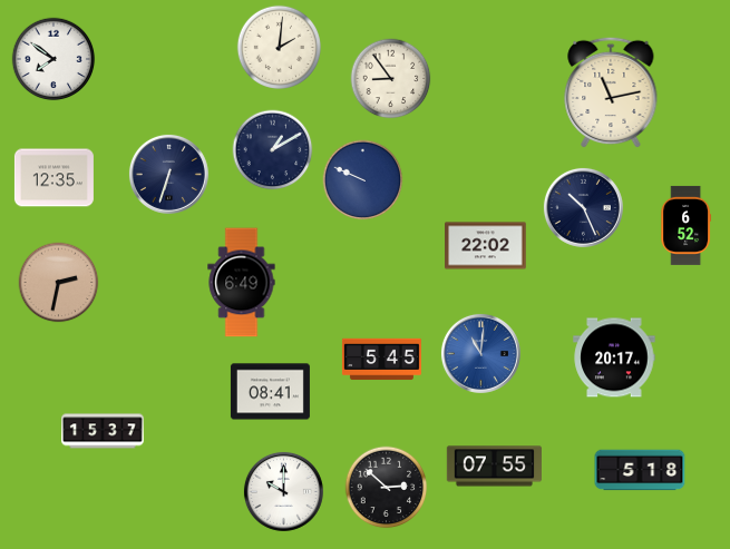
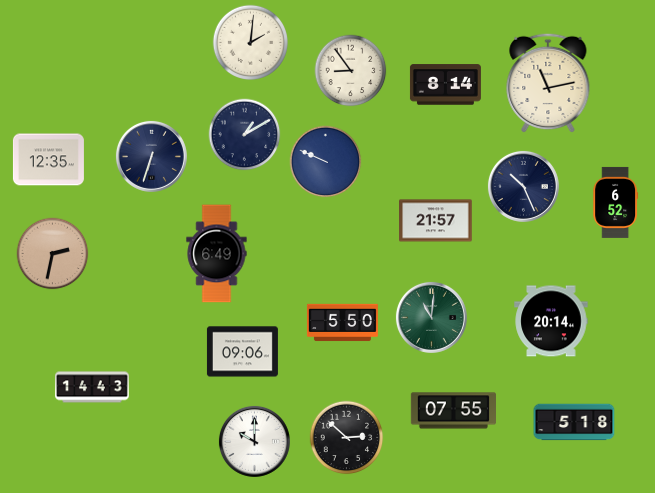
clock at (53, 59): 7:51 -> none
clock at (445, 85): none -> 8:14
clock at (486, 246): 22:02 -> 21:57
clock at (480, 353) dial: blue -> green
clock at (614, 357): 20:17 -> 20:14
clock at (381, 360): 5:45 -> 5:50
clock at (270, 392): 08:41 -> 09:06
clock at (103, 431): 15:37 -> 14:43
clock at (494, 467) position: (494, 467) -> (453, 411)
